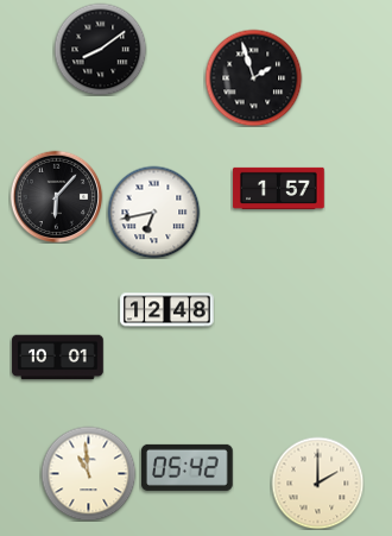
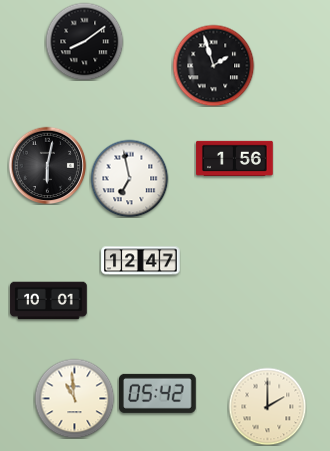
clock at (279, 188): 1:57 -> 1:56
clock at (56, 196): 6:07 -> 6:02
clock at (153, 212): 6:43 -> 6:58
clock at (167, 310): 12:48 -> 12:47
